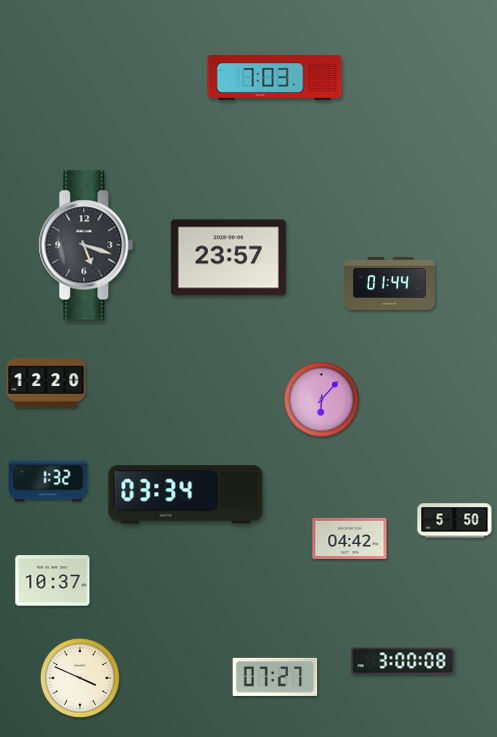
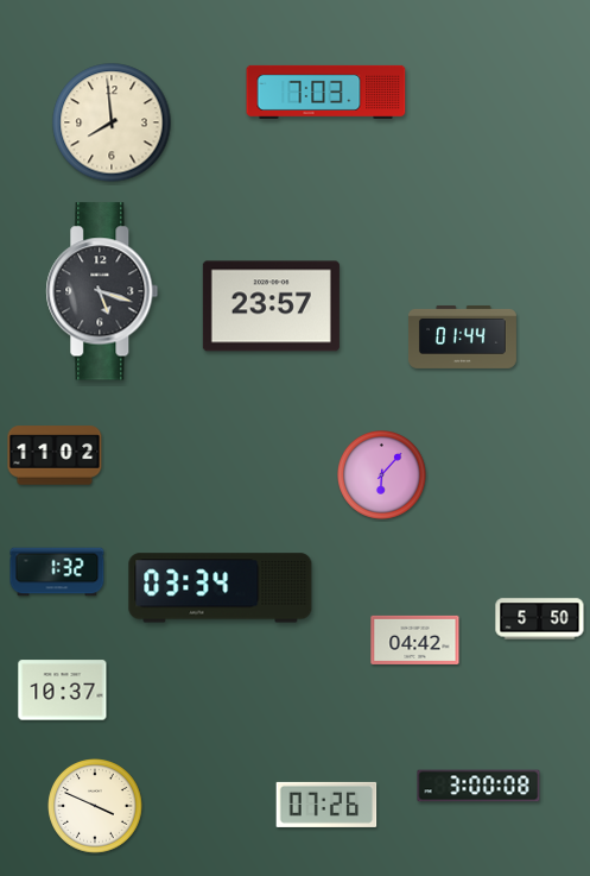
clock at (112, 122): none -> 7:59
clock at (46, 383): 12:20 -> 11:02
clock at (275, 677): 07:27 -> 07:26
